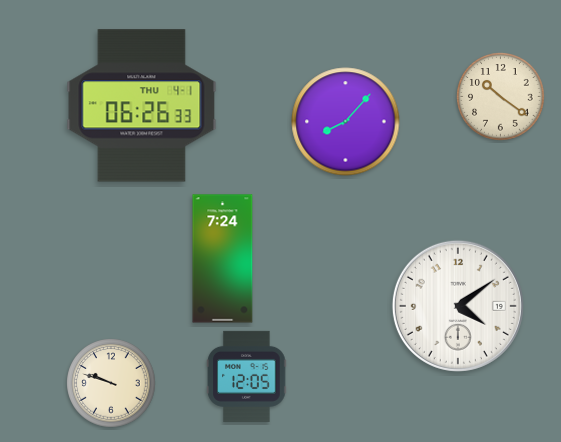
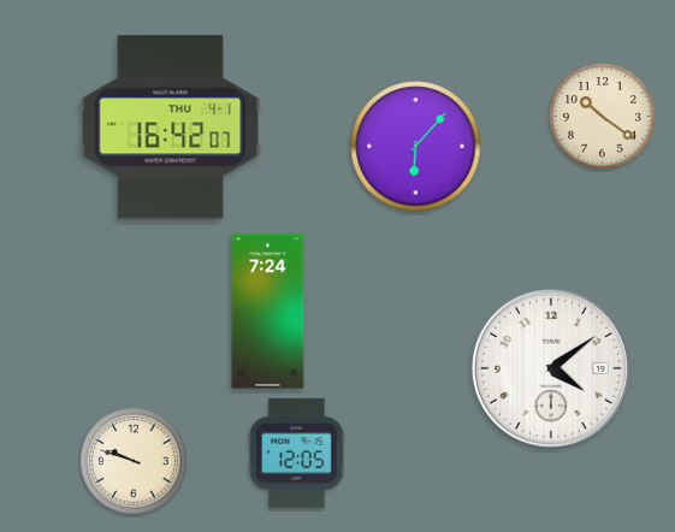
clock at (142, 106): 06:26 -> 16:42
clock at (346, 122): 8:07 -> 6:07
